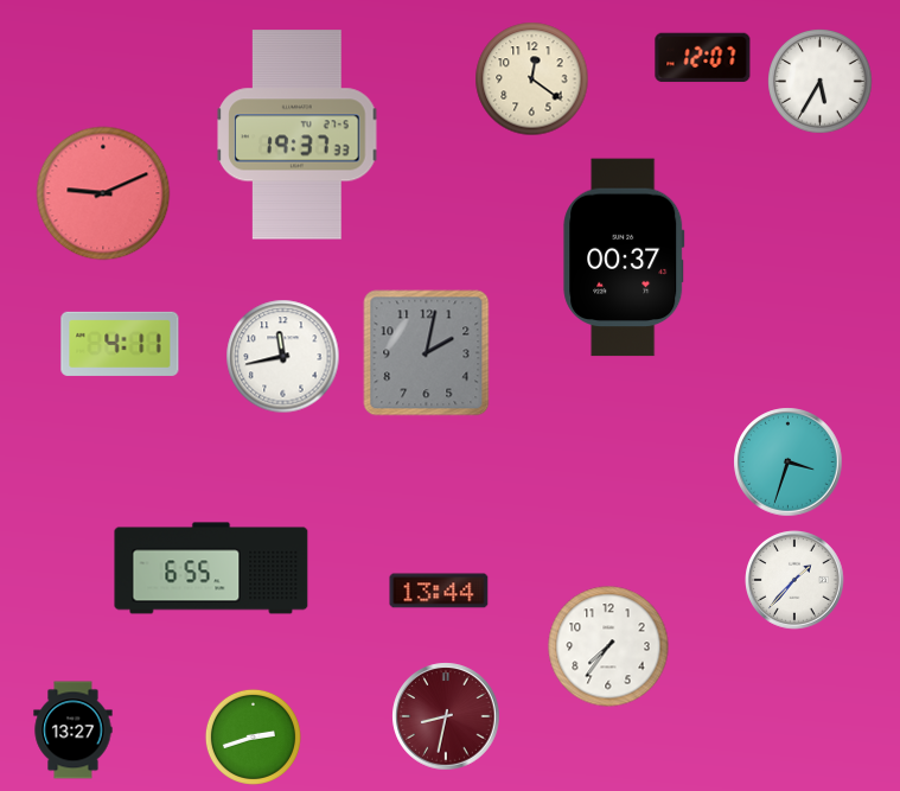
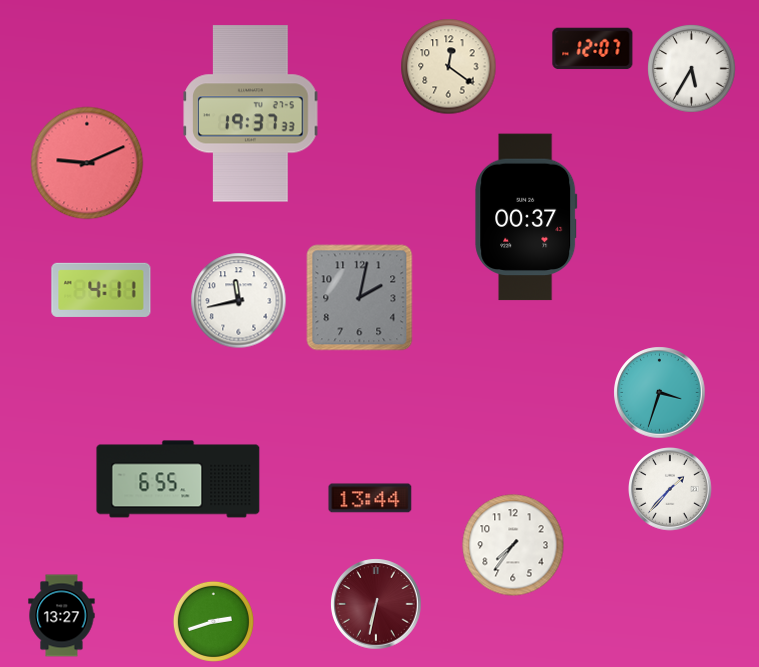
clock at (789, 463) position: (789, 463) -> (660, 393)
clock at (446, 716): 8:32 -> 6:32
